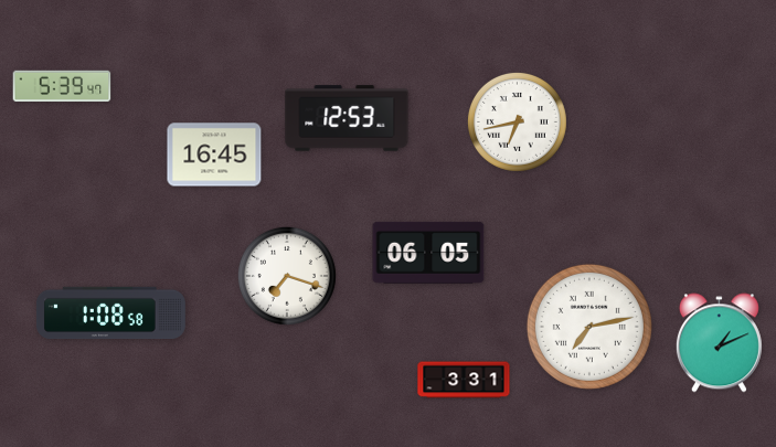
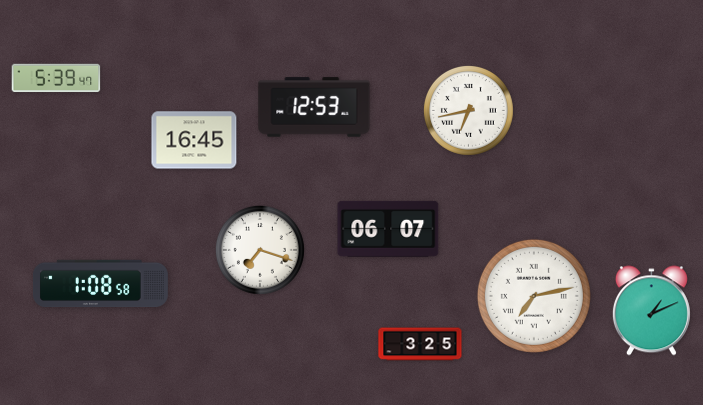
clock at (428, 253): 06:05 -> 06:07
clock at (464, 380): 3:31 -> 3:25
